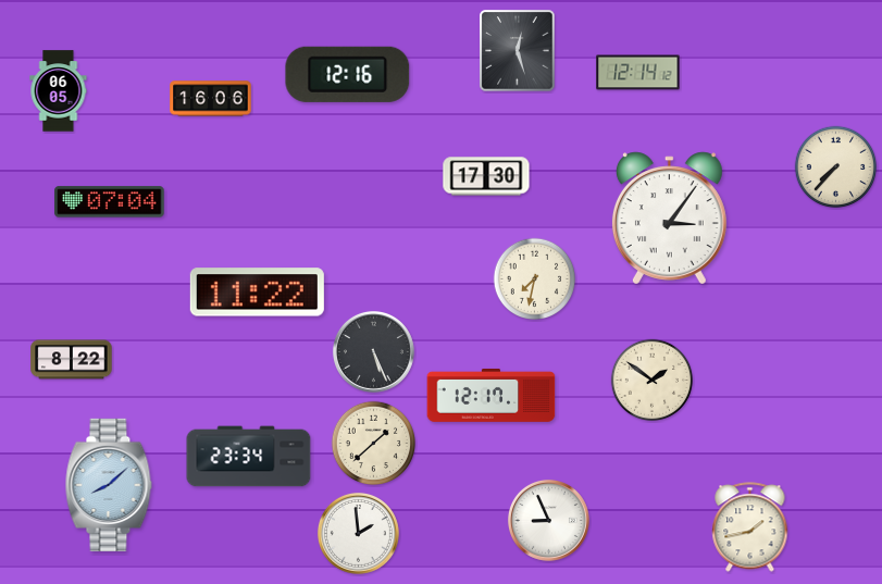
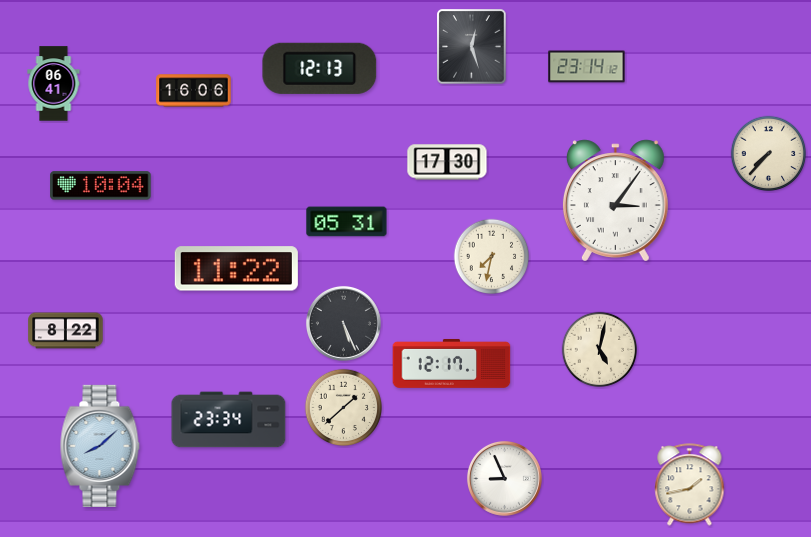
clock at (518, 51) position: (518, 51) -> (472, 47)
clock at (638, 73): 12:14 -> 23:14
clock at (348, 74): 12:16 -> 12:13
clock at (59, 91): 06:05 -> 06:41
clock at (110, 202): 07:04 -> 10:04
clock at (347, 222): none -> 05:31
clock at (653, 381): 1:51 -> 5:02
clock at (358, 533): 1:59 -> none
